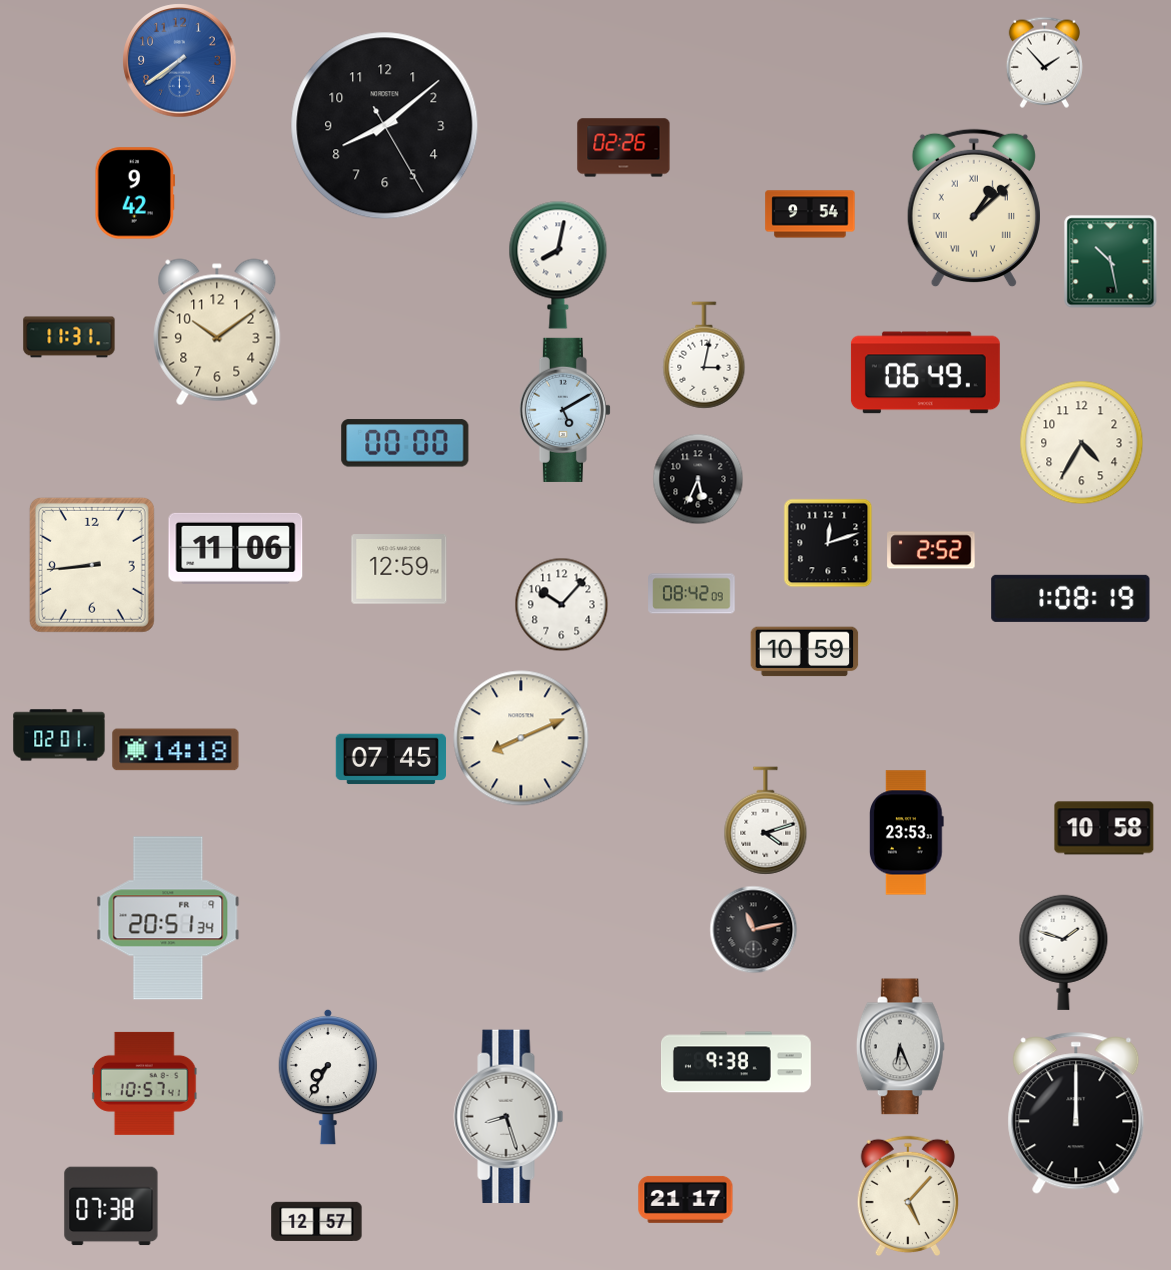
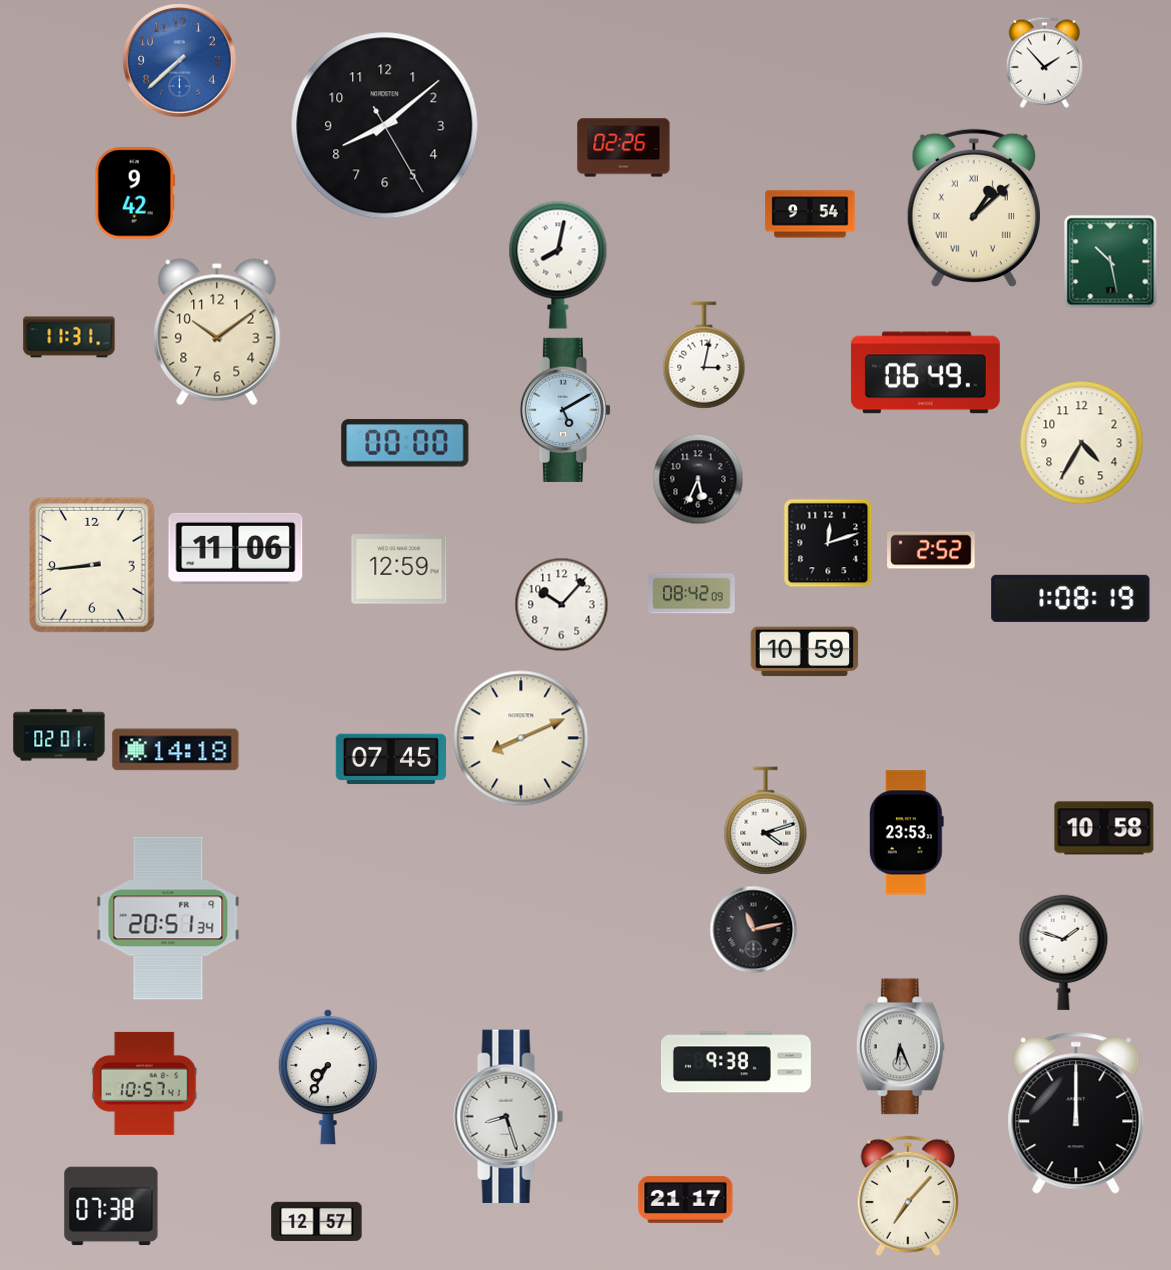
clock at (180, 61): 7:39 -> 7:38
clock at (908, 1196): 5:07 -> 7:07
